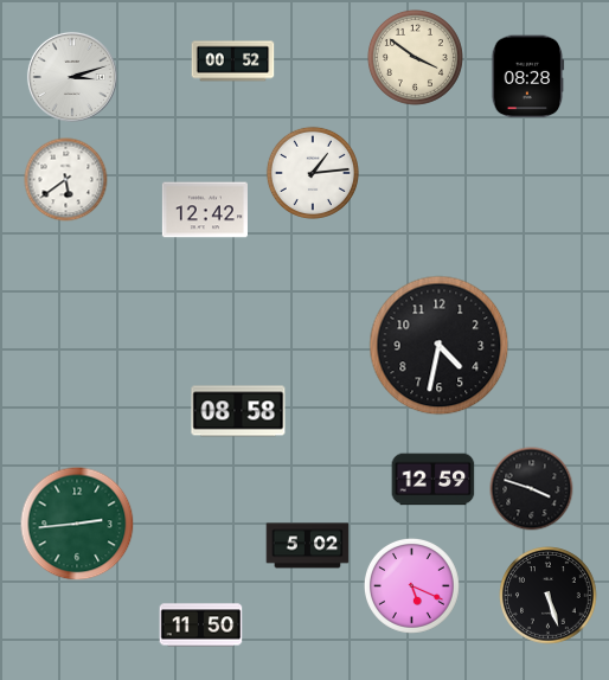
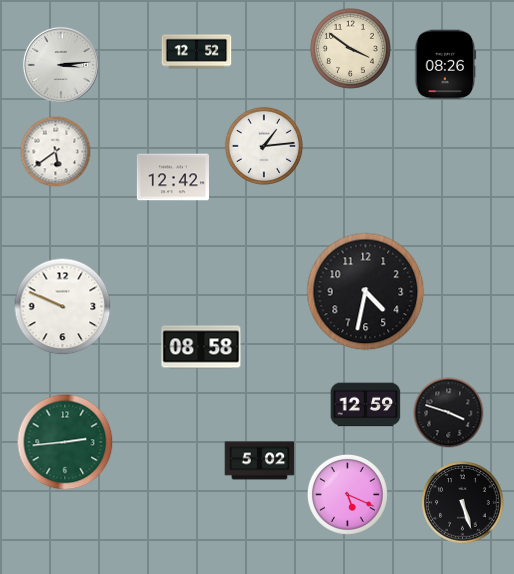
clock at (233, 62): 00:52 -> 12:52
clock at (72, 77): 3:12 -> 3:14
clock at (528, 77): 08:28 -> 08:26
clock at (440, 346) position: (440, 346) -> (366, 292)
clock at (63, 307): none -> 9:49
clock at (201, 626): 11:50 -> none
